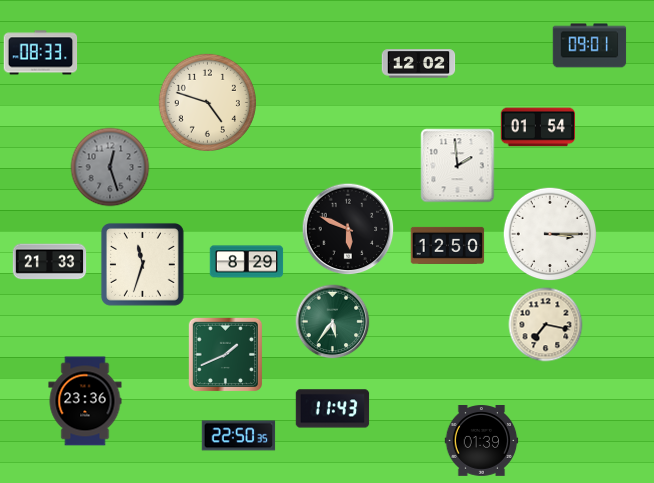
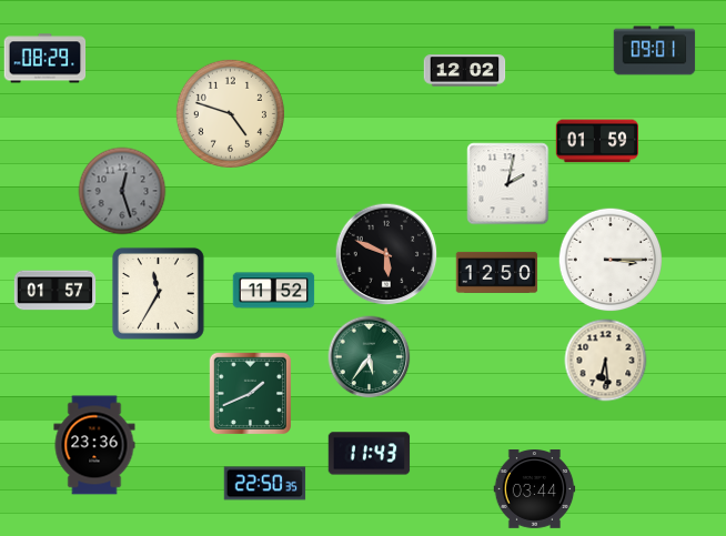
clock at (41, 53): 08:33 -> 08:29
clock at (537, 127): 01:54 -> 01:59
clock at (458, 166): 1:59 -> 2:02
clock at (110, 167) position: (110, 167) -> (122, 191)
clock at (50, 262): 21:33 -> 01:57
clock at (247, 262): 8:29 -> 11:52
clock at (142, 264): 11:33 -> 11:35
clock at (546, 325): 7:17 -> 6:29
clock at (482, 441): 01:39 -> 03:44
